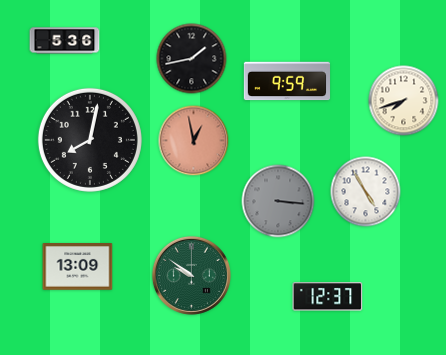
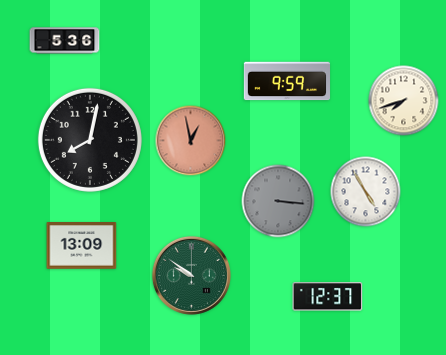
clock at (192, 59): 1:43 -> none
clock at (194, 141) position: (194, 141) -> (191, 141)
clock at (78, 267) position: (78, 267) -> (82, 246)
